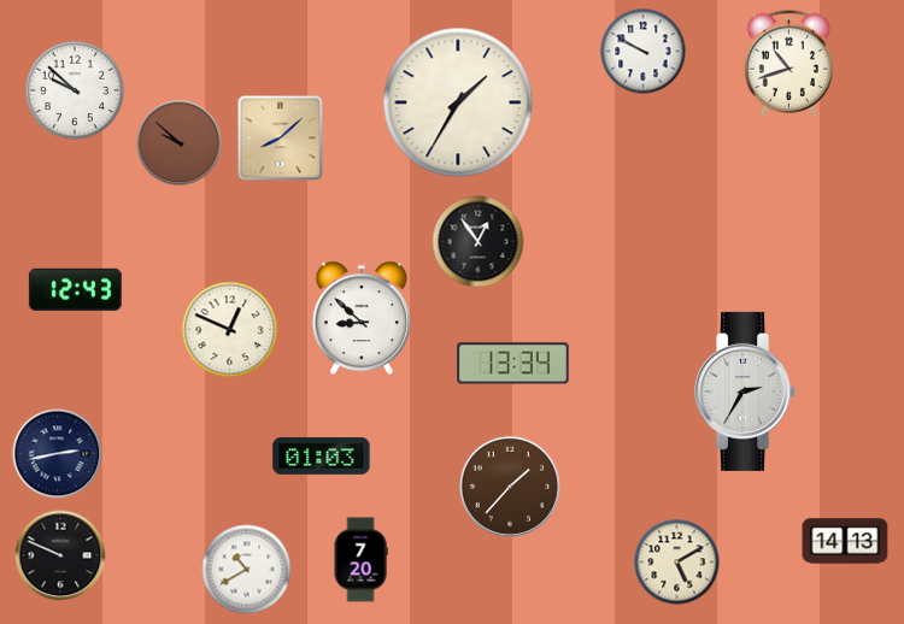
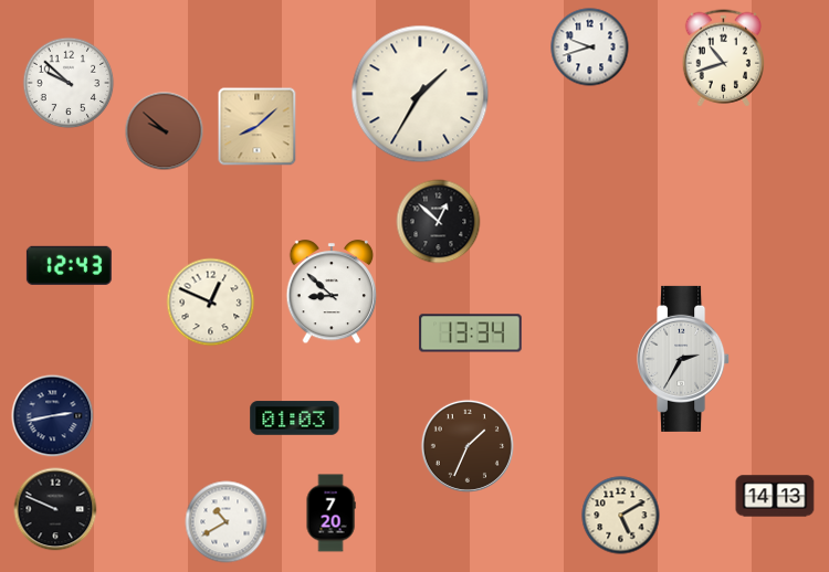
clock at (644, 52): 9:50 -> 9:42
clock at (479, 242): 12:54 -> 12:52
clock at (510, 487): 1:37 -> 1:34
